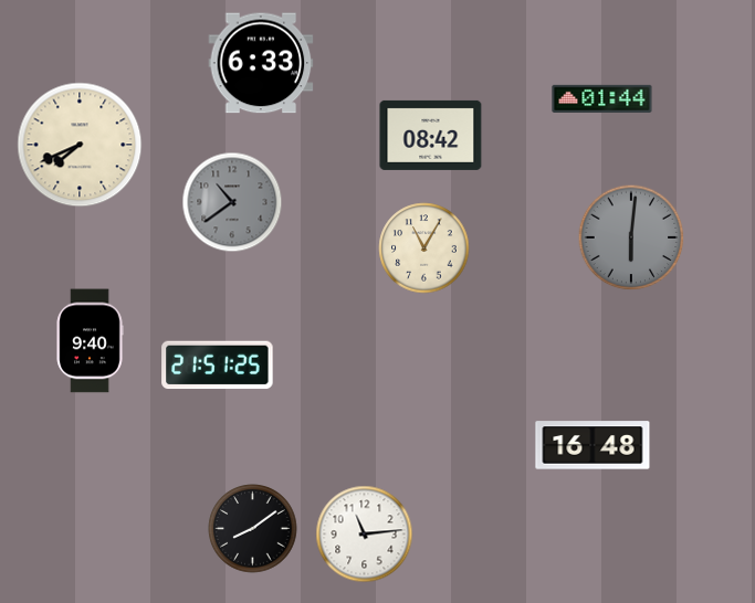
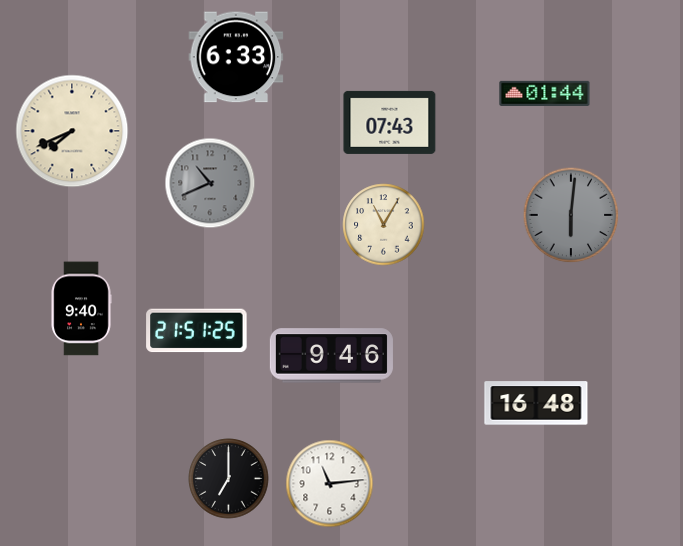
clock at (602, 98) position: (602, 98) -> (545, 93)
clock at (431, 135): 08:42 -> 07:43
clock at (232, 202): 10:39 -> 10:41
clock at (331, 356): none -> 9:46
clock at (253, 529): 8:09 -> 7:00
